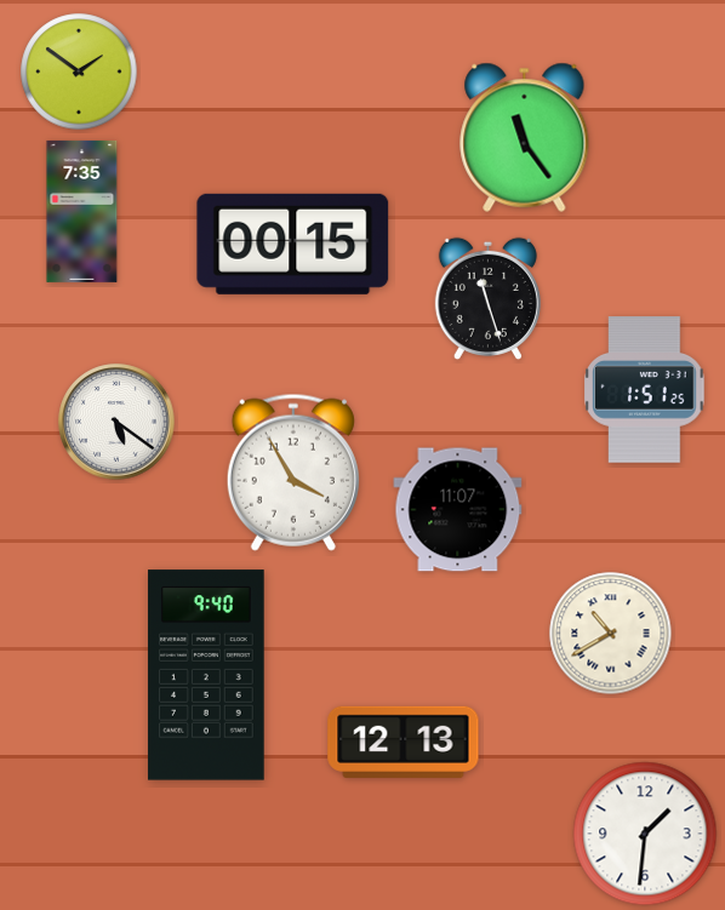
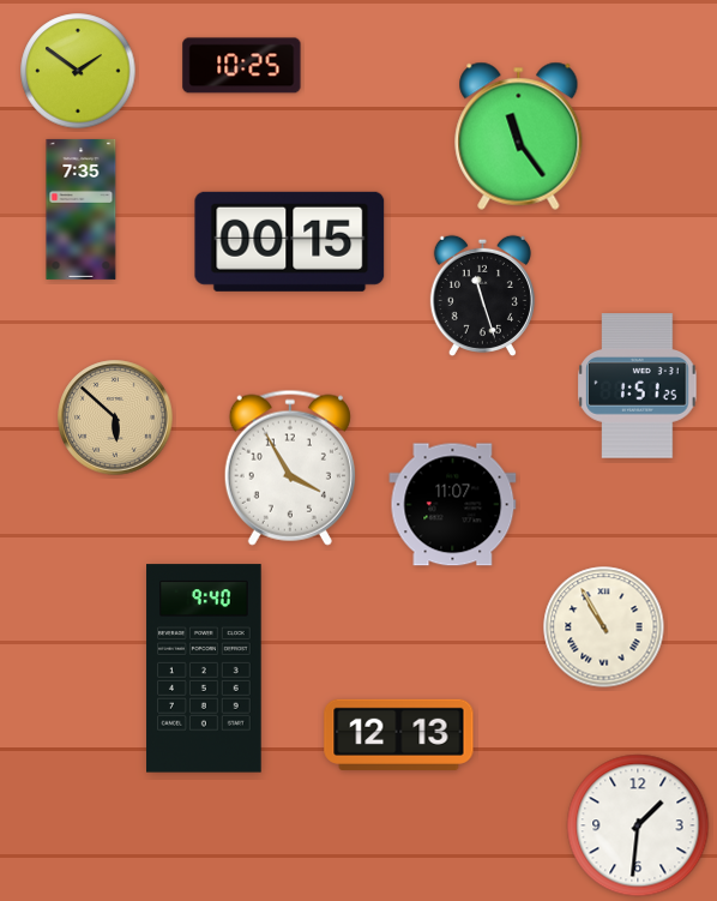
clock at (242, 66): none -> 10:25
clock at (116, 422): 5:21 -> 5:52
clock at (116, 422) dial: white -> champagne
clock at (611, 634): 10:40 -> 10:55
